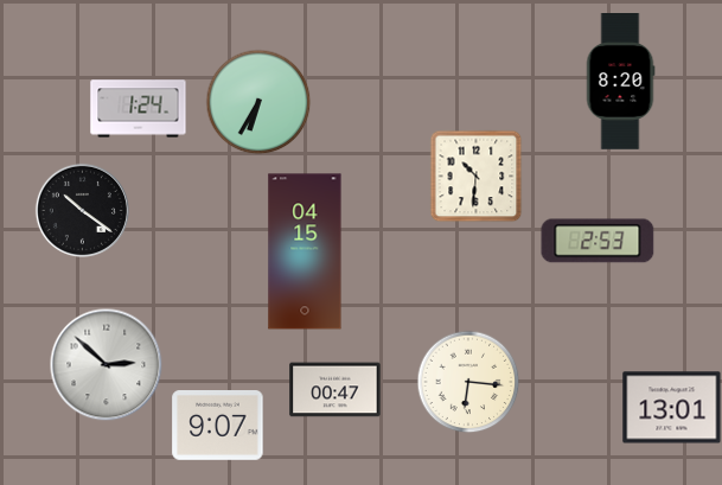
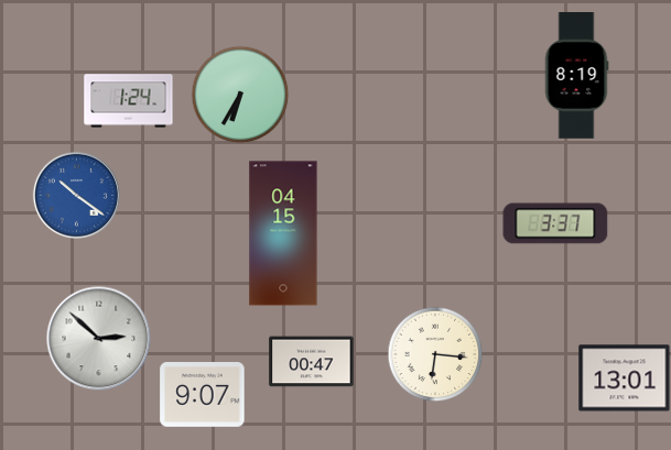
clock at (620, 82): 8:20 -> 8:19
clock at (475, 176): 10:31 -> none
clock at (82, 210) dial: black -> blue
clock at (598, 241): 2:53 -> 3:37
